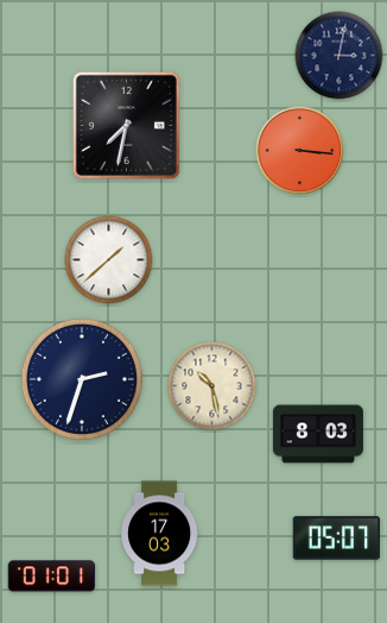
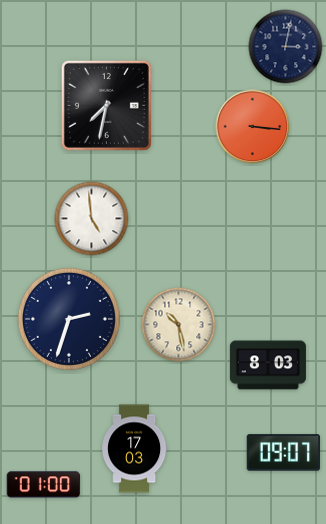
clock at (109, 260): 1:38 -> 4:59
clock at (337, 539): 05:07 -> 09:07
clock at (52, 577): 01:01 -> 01:00
